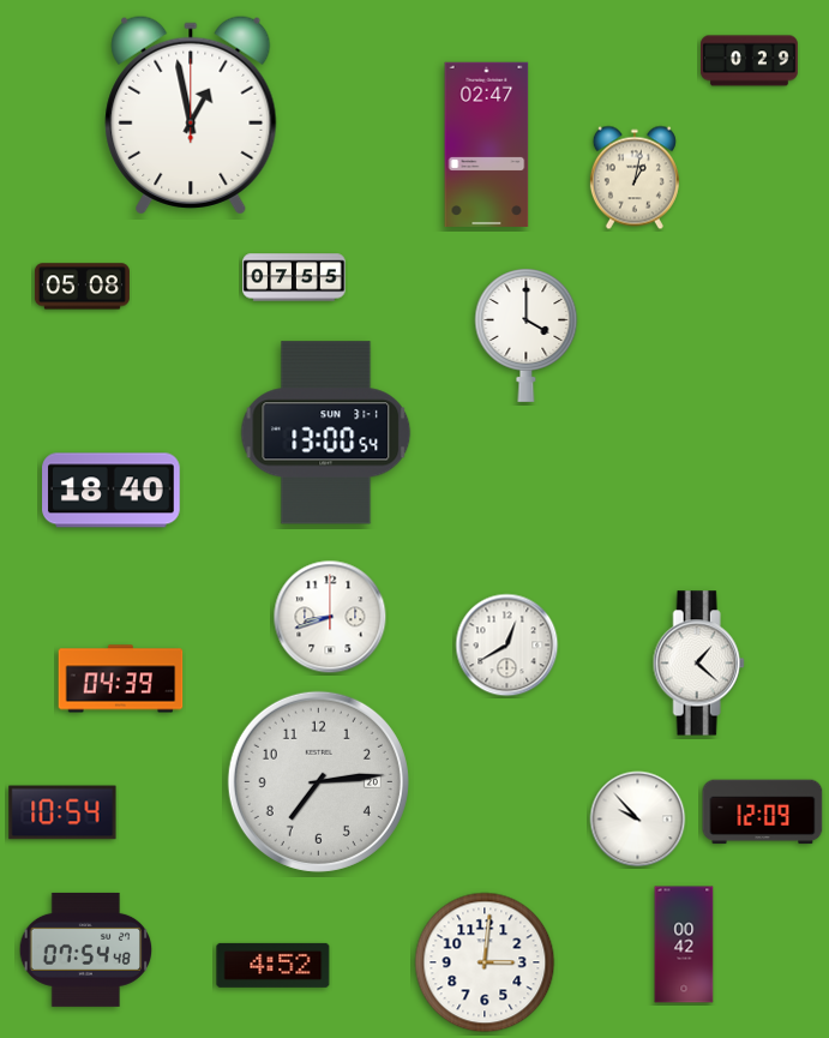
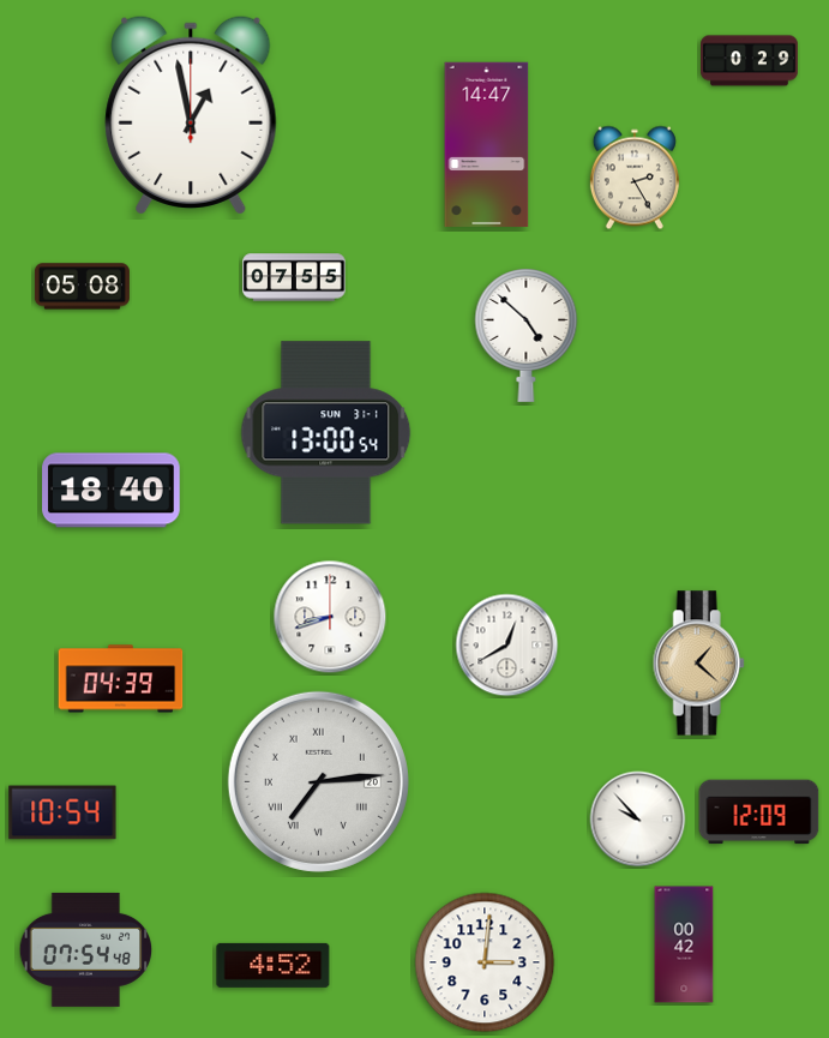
clock at (487, 144): 02:47 -> 14:47
clock at (635, 178): 1:02 -> 2:25
clock at (527, 336): 4:00 -> 4:52
clock at (698, 664) dial: white -> champagne
clock at (318, 781) numerals: Arabic -> Roman
clock at (763, 812) position: (763, 812) -> (759, 812)
